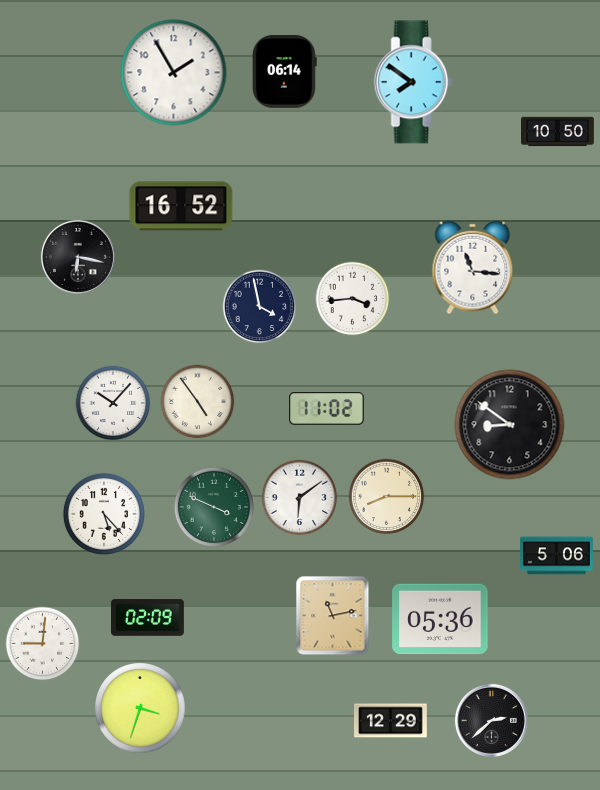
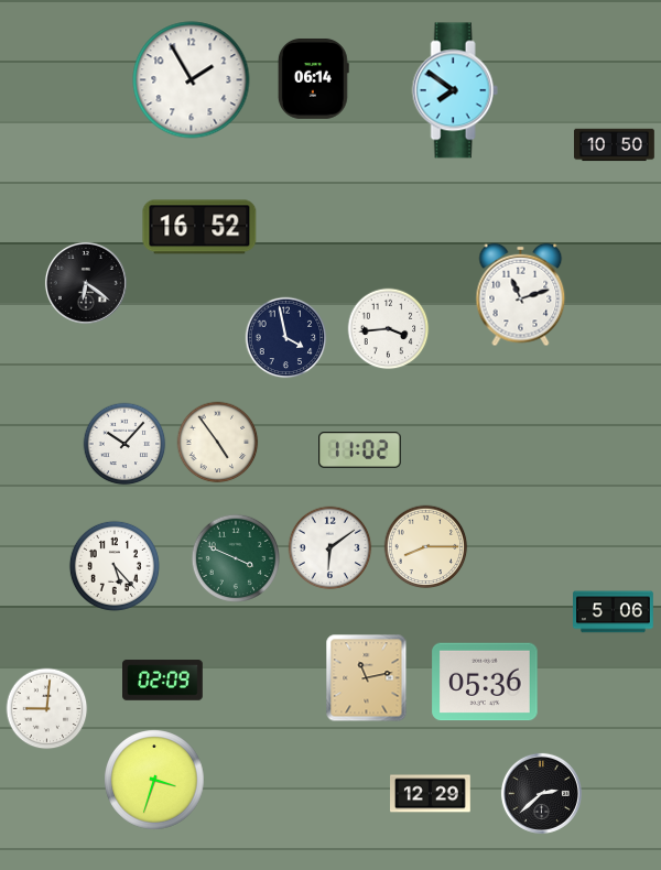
clock at (78, 257): 6:17 -> 6:21
clock at (473, 268): 11:16 -> 11:12
clock at (510, 425): 8:51 -> none
